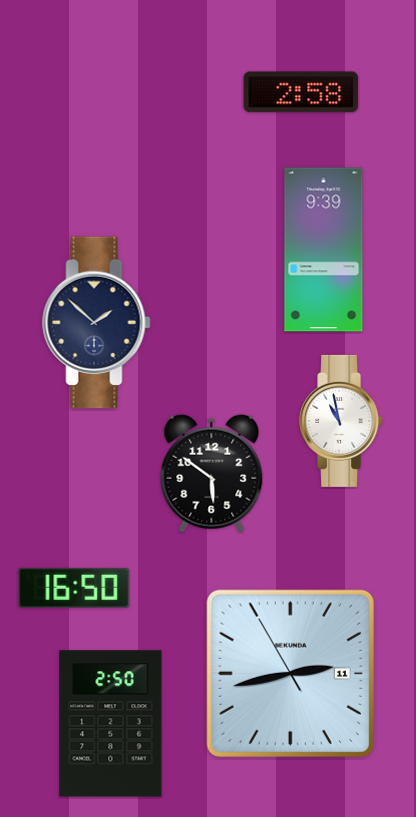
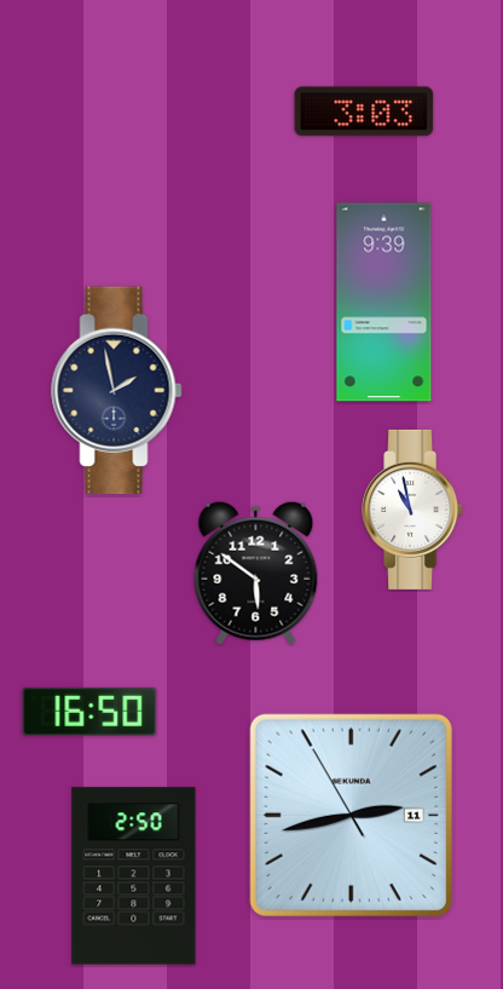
clock at (301, 92): 2:58 -> 3:03
clock at (324, 250) position: (324, 250) -> (385, 303)
clock at (97, 323): 1:52 -> 1:58
